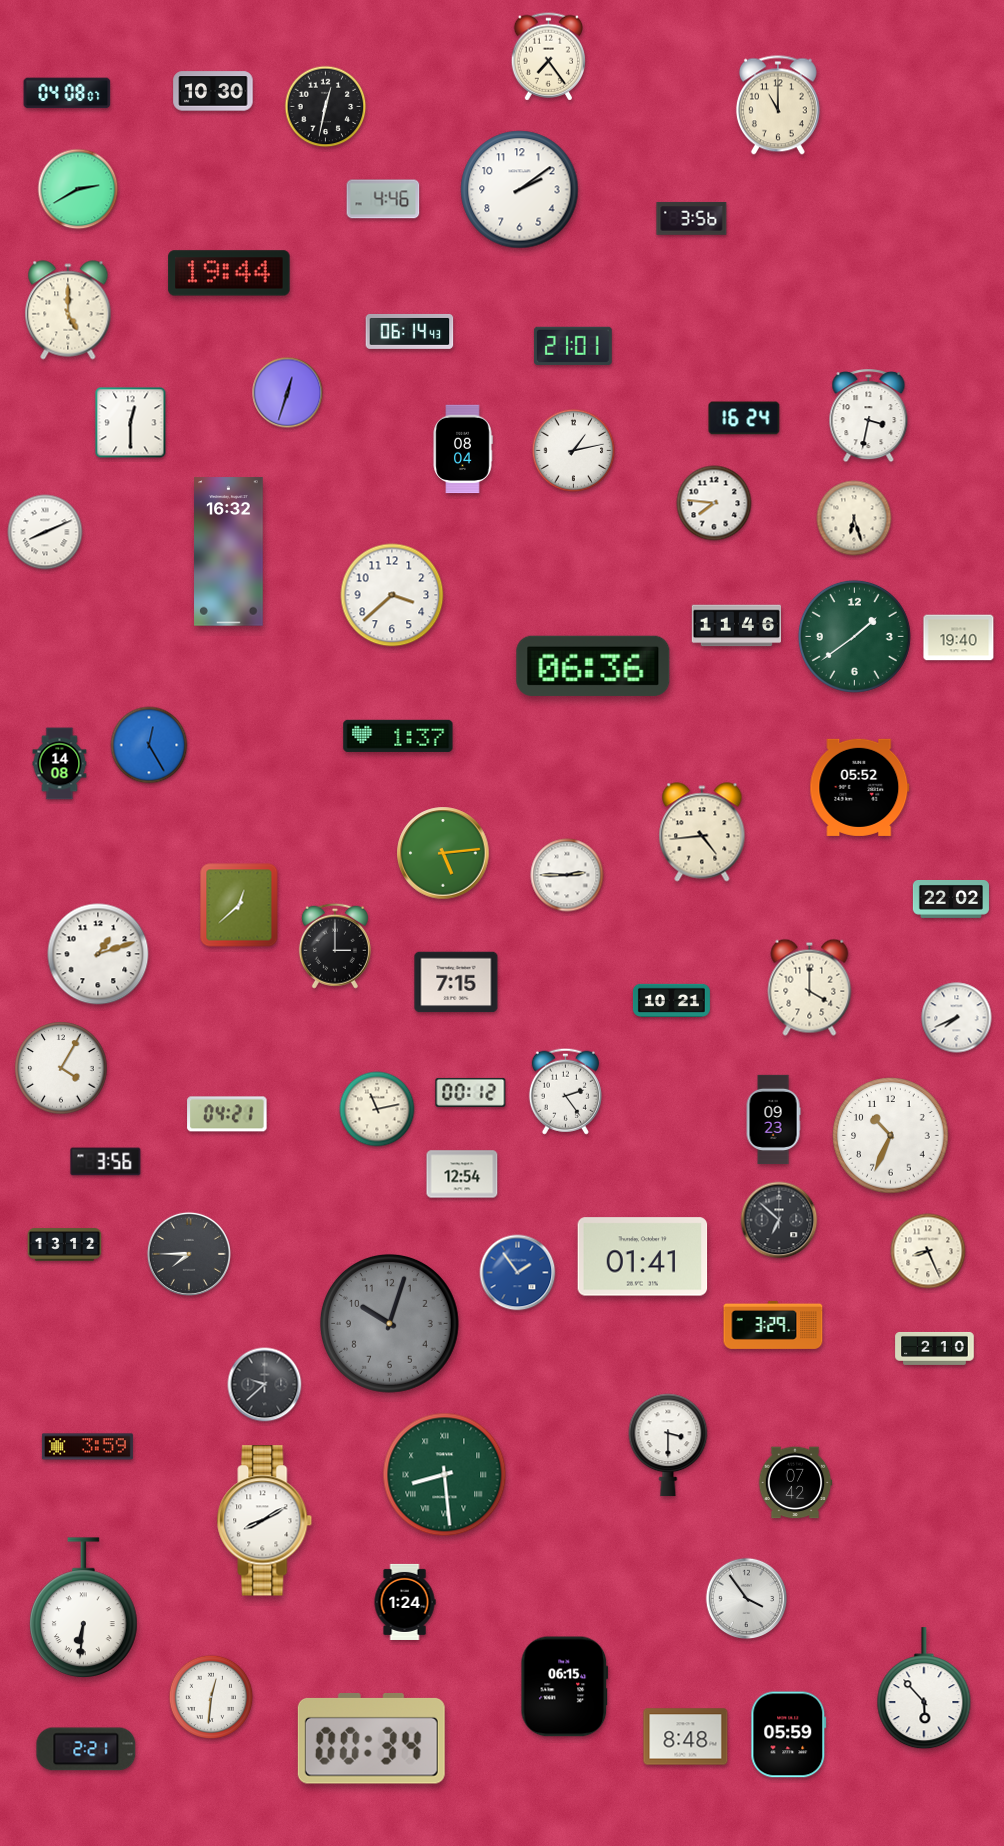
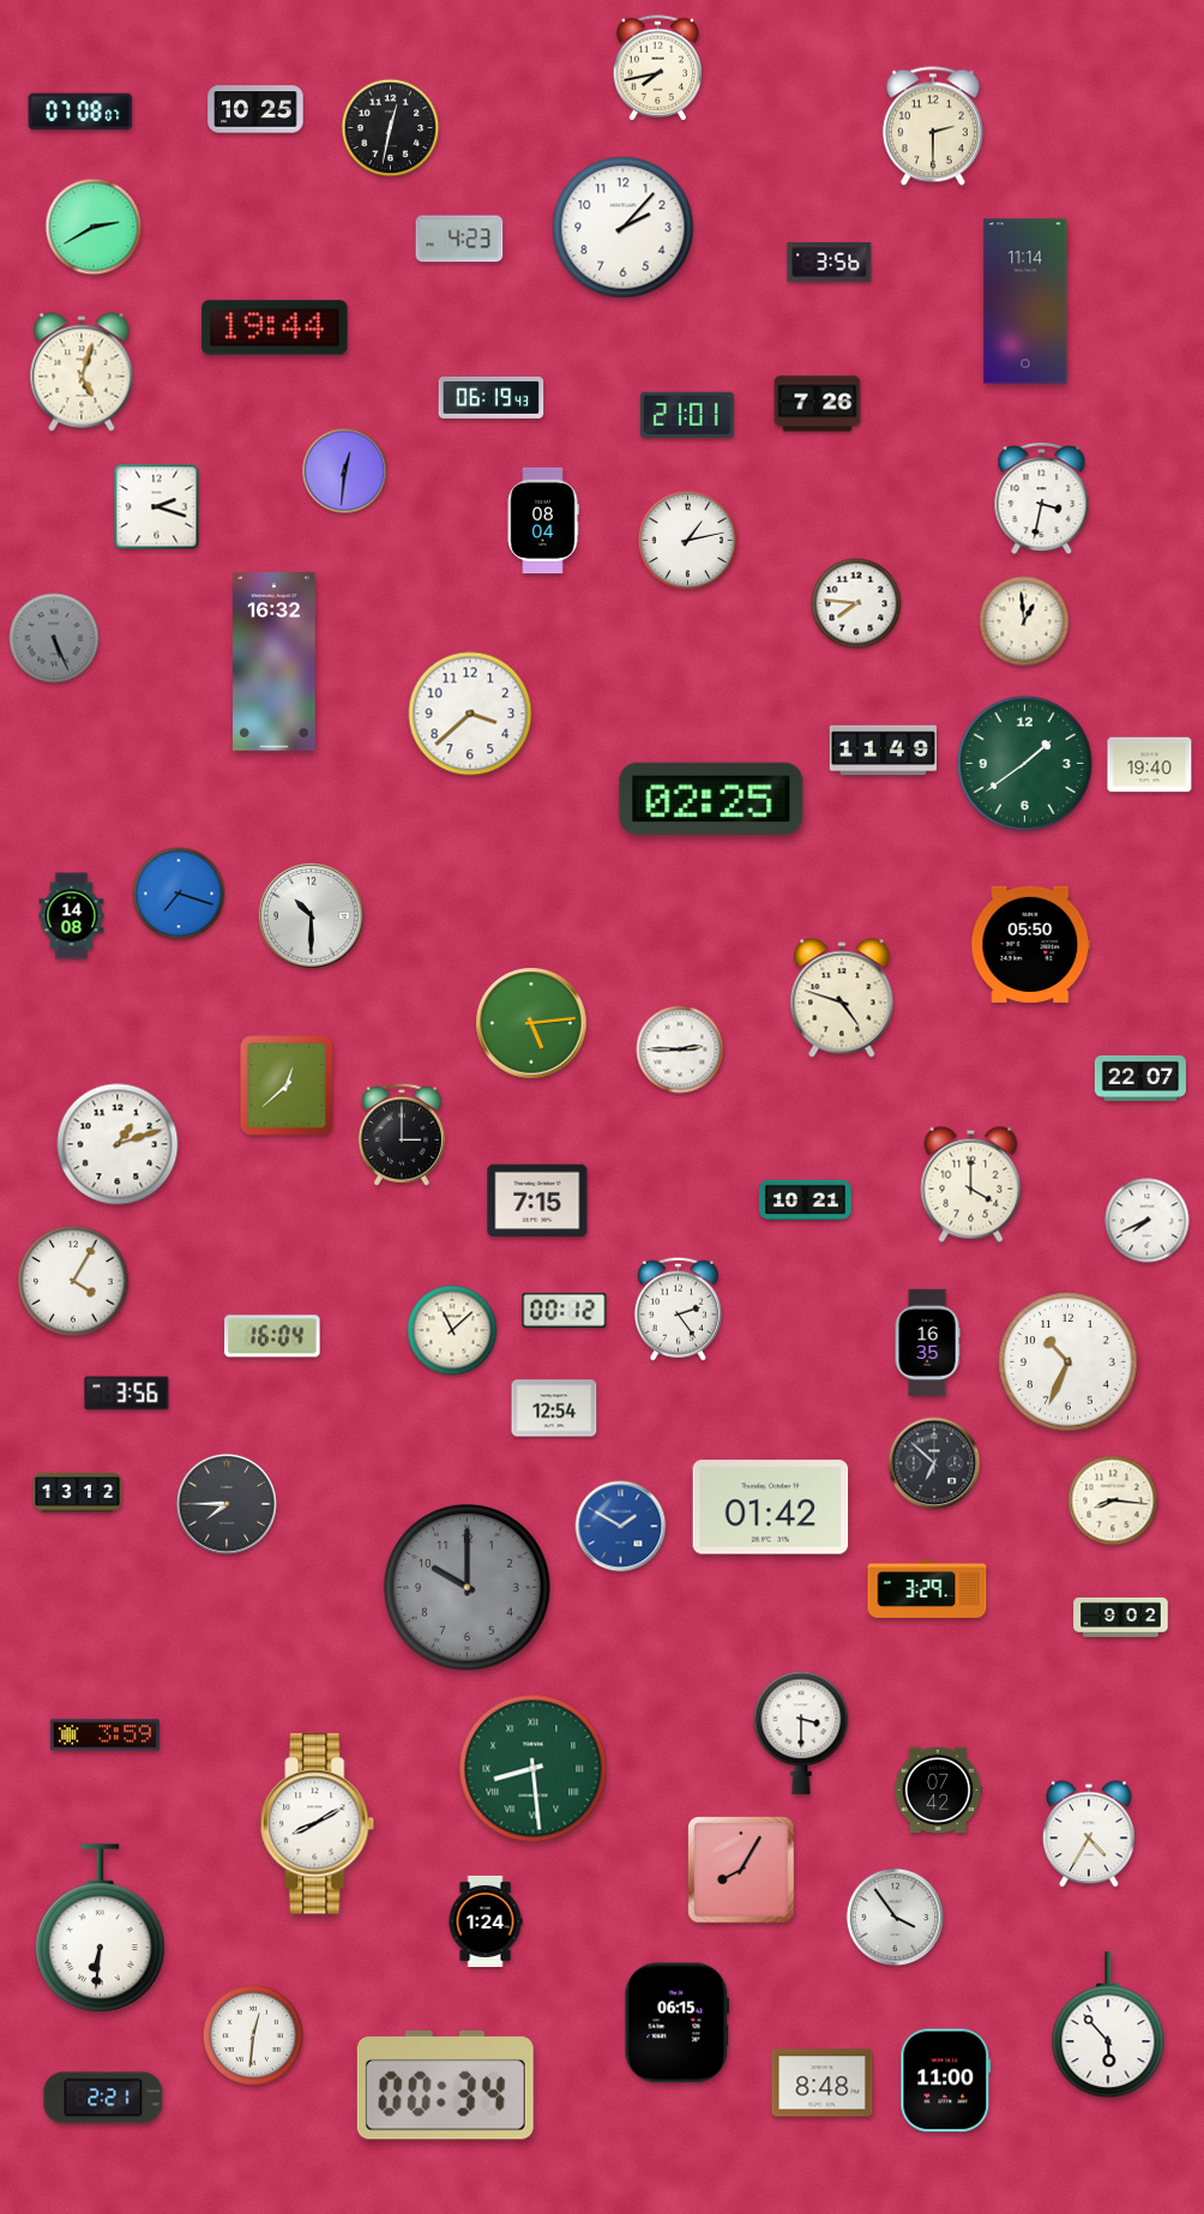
clock at (548, 57): 7:24 -> 7:43
clock at (213, 91): 10:30 -> 10:25
clock at (67, 93): 04:08 -> 07:08
clock at (778, 105): 11:00 -> 2:30
clock at (520, 190): 2:09 -> 2:07
clock at (383, 199): 4:46 -> 4:23
clock at (1025, 301): none -> 11:14
clock at (68, 310): 5:00 -> 5:03
clock at (410, 331): 06:14 -> 06:19
clock at (818, 404): none -> 7:26
clock at (288, 393): 12:33 -> 12:31
clock at (744, 418): 16:24 -> none
clock at (131, 423): 12:30 -> 2:18
clock at (463, 449) position: (463, 449) -> (543, 521)
clock at (854, 518): 6:27 -> 12:59
clock at (45, 532): 8:11 -> 5:26
clock at (45, 532) dial: white -> grey
clock at (736, 626): 11:46 -> 11:49
clock at (593, 666): 06:36 -> 02:25
clock at (398, 736): 1:37 -> none
clock at (149, 745): 12:25 -> 7:18
clock at (312, 916): none -> 10:30
clock at (860, 787): 05:52 -> 05:50
clock at (702, 832): 4:44 -> 4:48
clock at (951, 900): 22:02 -> 22:07
clock at (456, 982) position: (456, 982) -> (537, 1201)
clock at (377, 1109): 11:13 -> 11:08
clock at (227, 1114): 04:21 -> 16:04
clock at (773, 1120): 09:23 -> 16:35
clock at (928, 1251): 8:26 -> 8:16
clock at (643, 1257): 01:41 -> 01:42
clock at (518, 1273): 1:54 -> 1:50
clock at (389, 1323): 10:03 -> 10:00
clock at (935, 1348): 2:10 -> 9:02
clock at (265, 1385): 9:38 -> none
clock at (795, 1483) position: (795, 1483) -> (938, 1791)
clock at (1090, 1834): none -> 4:35
clock at (741, 1870): none -> 8:05
clock at (789, 1735): 05:59 -> 11:00
